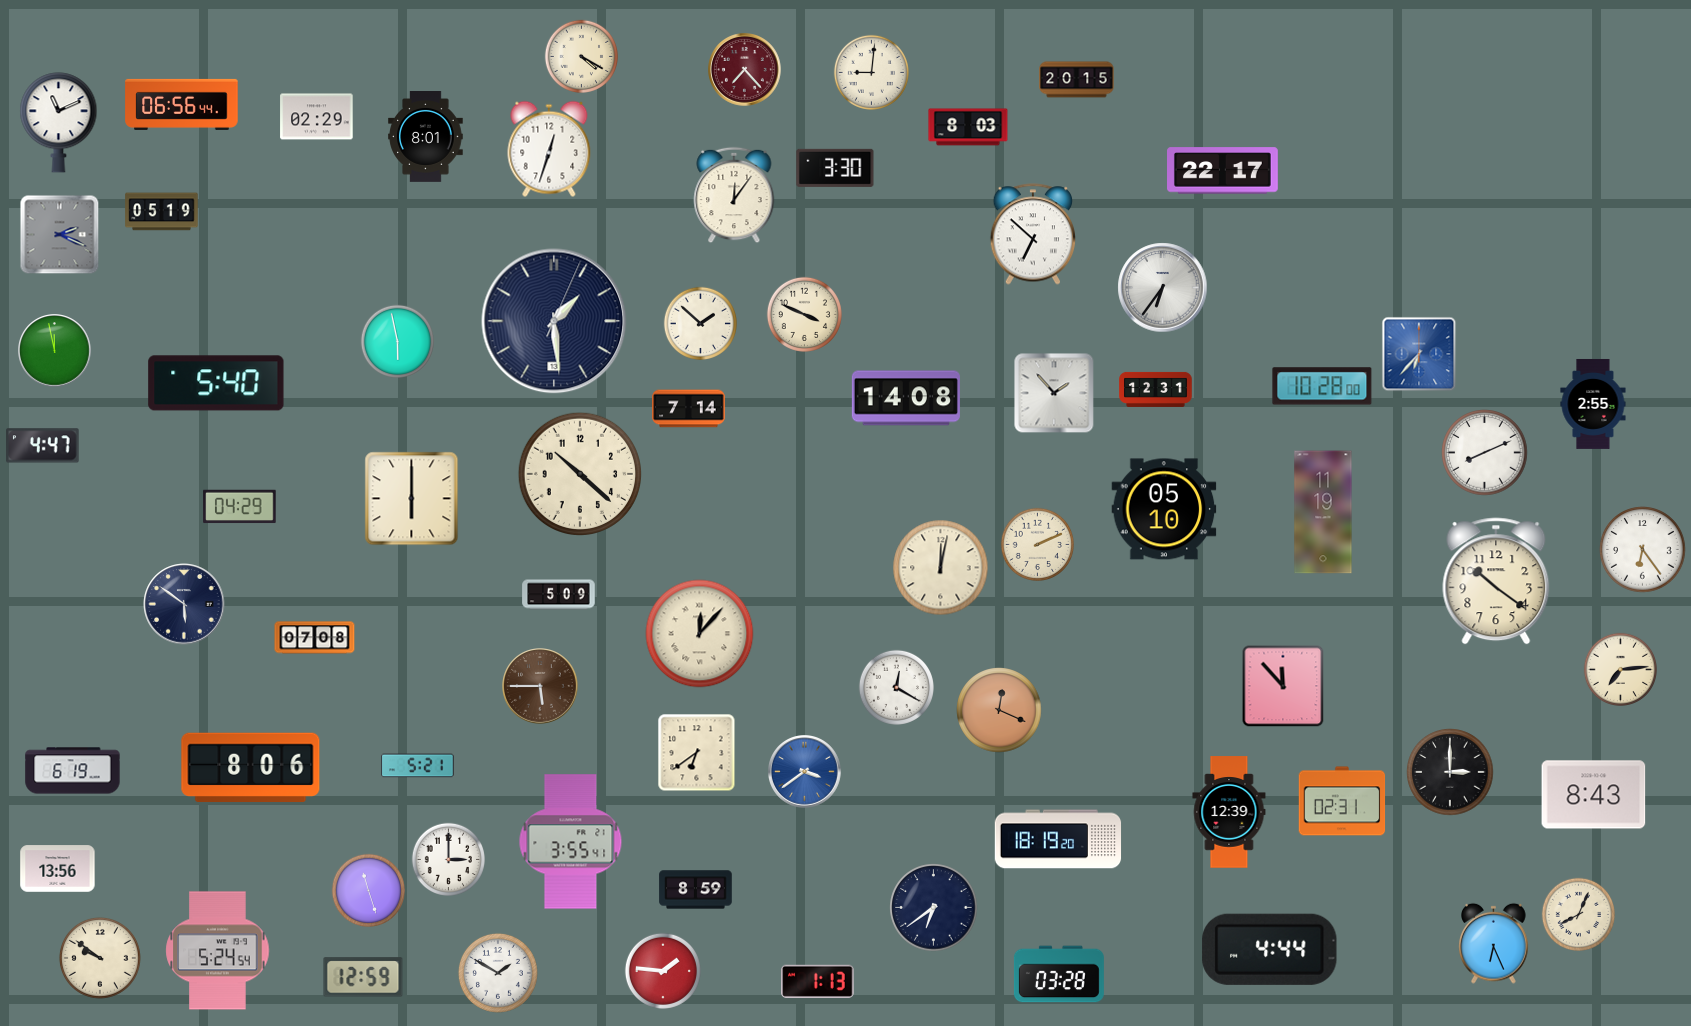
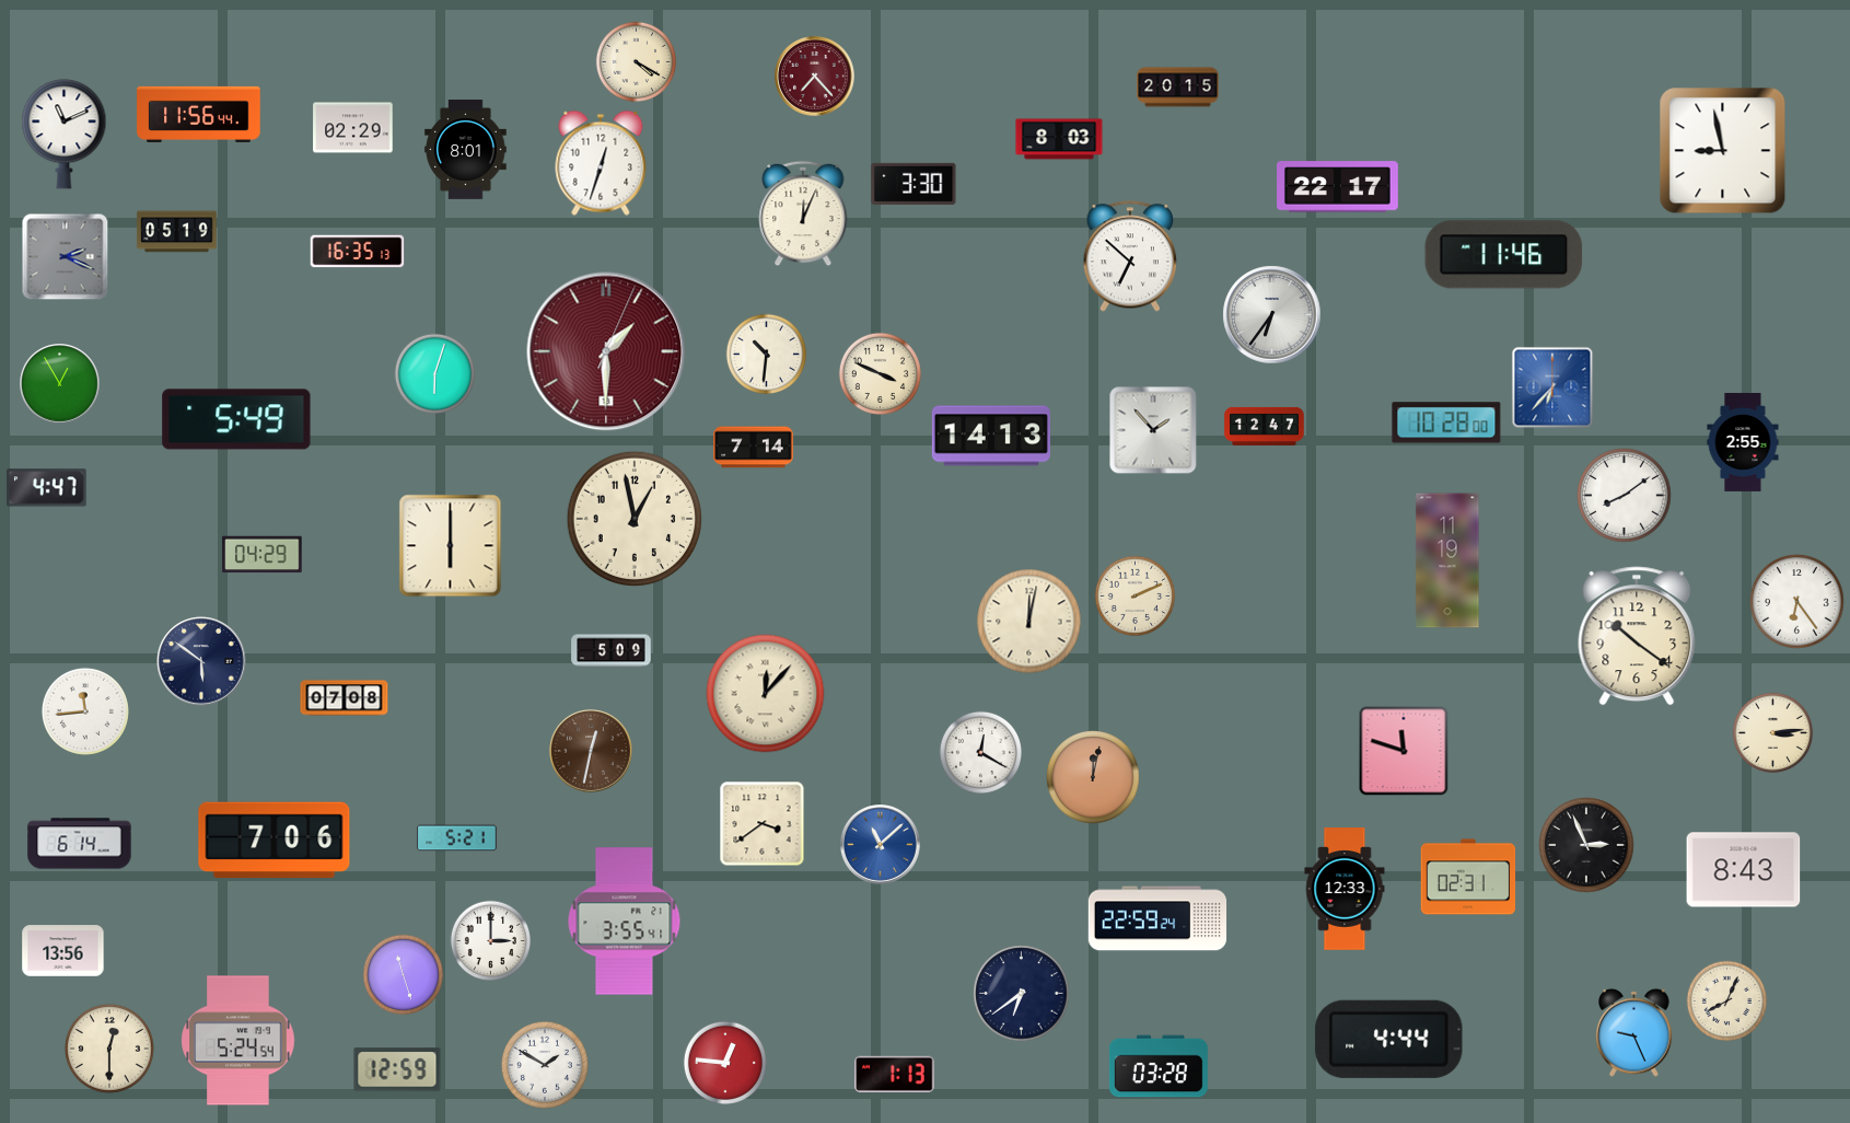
clock at (871, 72): 9:01 -> none
clock at (182, 104): 06:56 -> 11:56
clock at (317, 117) position: (317, 117) -> (353, 128)
clock at (1723, 151): none -> 8:58
clock at (734, 195): 12:06 -> 12:04
clock at (358, 252): none -> 16:35
clock at (1504, 255): none -> 11:46
clock at (804, 314) position: (804, 314) -> (880, 373)
clock at (554, 321): 1:29 -> 1:30
clock at (554, 321) dial: navy -> burgundy
clock at (700, 323): 1:52 -> 10:31
clock at (397, 341): 5:58 -> 6:03
clock at (55, 351): 11:58 -> 12:55
clock at (216, 383): 5:40 -> 5:49
clock at (1156, 389): 12:31 -> 12:47
clock at (906, 398): 14:08 -> 14:13
clock at (1485, 453): 8:11 -> 8:09
clock at (579, 473): 10:22 -> 12:58
clock at (1164, 509): 05:10 -> none
clock at (85, 711): none -> 11:44
clock at (1620, 669): 7:14 -> 3:14
clock at (540, 686): 5:45 -> 12:32
clock at (1283, 686): 11:53 -> 11:48
clock at (999, 710): 12:19 -> 12:02
clock at (697, 753): 6:39 -> 3:39
clock at (251, 768): 8:06 -> 7:06
clock at (73, 771): 6:19 -> 6:14
clock at (805, 772): 3:39 -> 11:08
clock at (1450, 772): 3:00 -> 2:56
clock at (1229, 812): 12:39 -> 12:33
clock at (1058, 839): 18:19 -> 22:59
clock at (696, 890): 8:59 -> none
clock at (1494, 943): 6:26 -> 9:26
clock at (100, 958): 9:51 -> 12:30
clock at (663, 971): 1:46 -> 12:46
